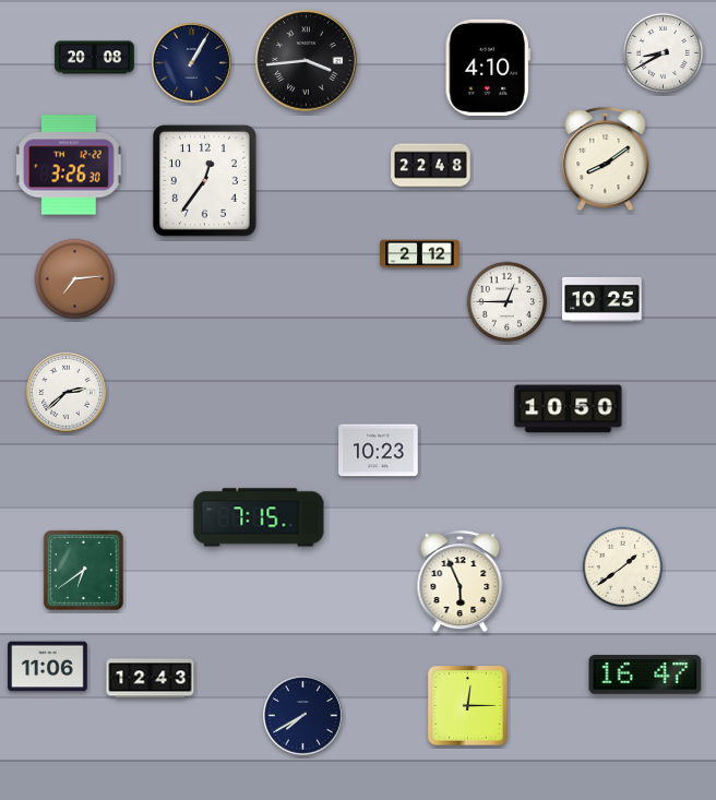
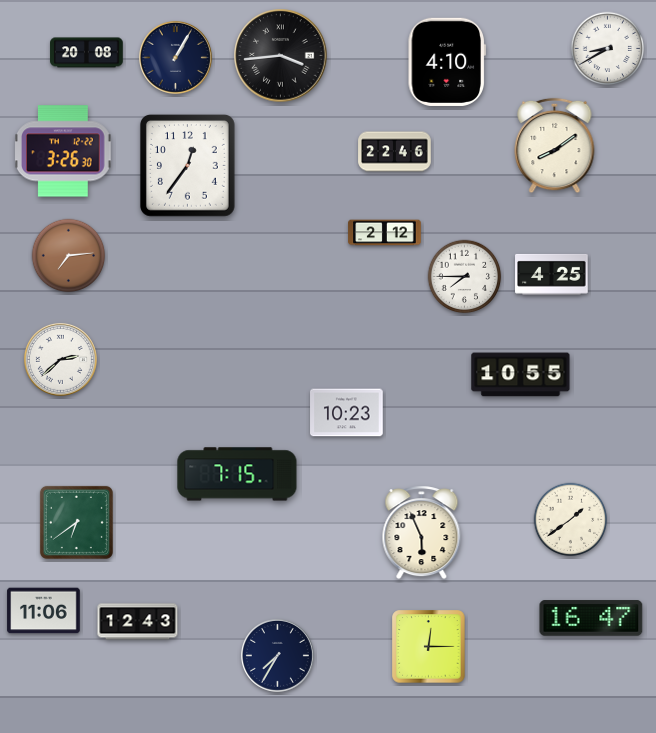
clock at (431, 166): 22:48 -> 22:46
clock at (602, 299): 10:25 -> 4:25
clock at (508, 302): 12:45 -> 7:45
clock at (569, 409): 10:50 -> 10:55
clock at (302, 715): 7:40 -> 7:35
